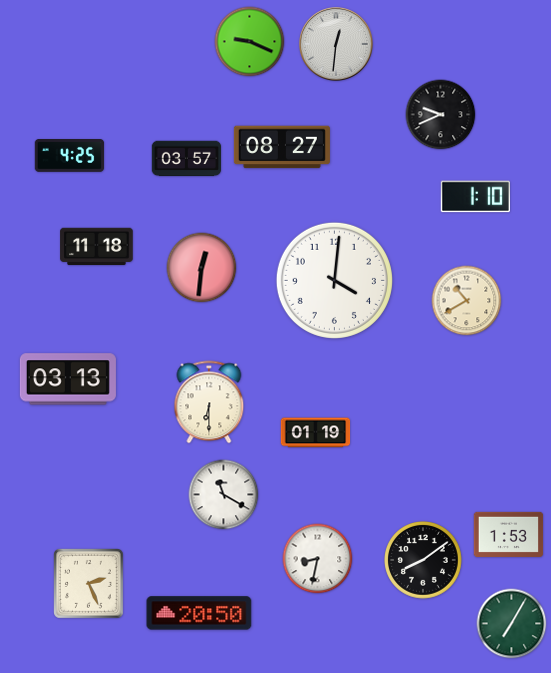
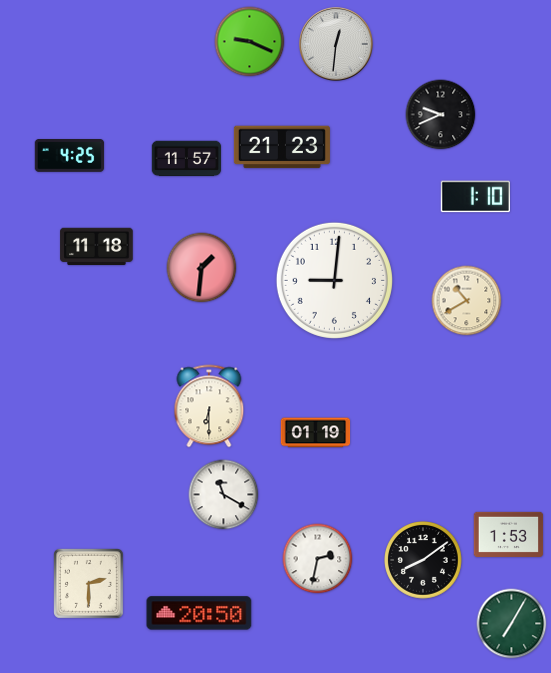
clock at (282, 147): 08:27 -> 21:23
clock at (187, 159): 03:57 -> 11:57
clock at (202, 268): 12:31 -> 1:31
clock at (334, 280): 4:01 -> 9:01
clock at (68, 379): 03:13 -> none
clock at (209, 402) position: (209, 402) -> (209, 406)
clock at (318, 559): 8:32 -> 2:32
clock at (89, 584): 2:26 -> 2:30
